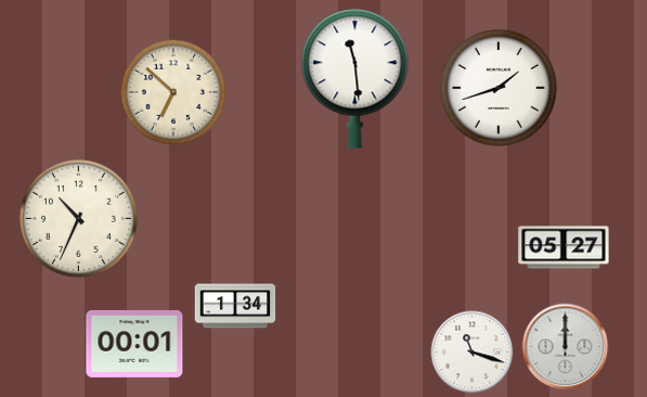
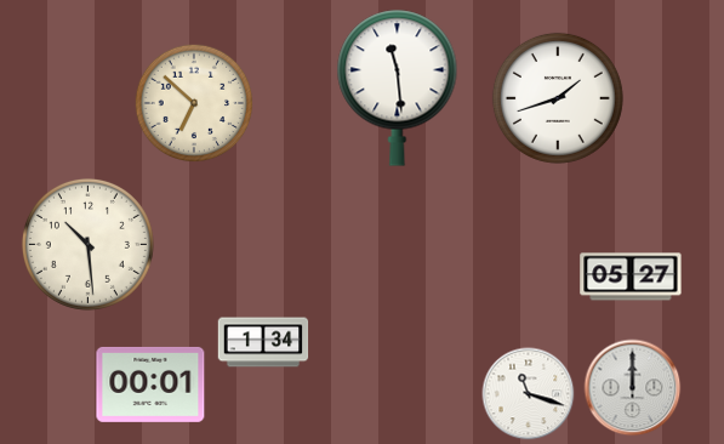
clock at (78, 218): 10:34 -> 10:29
